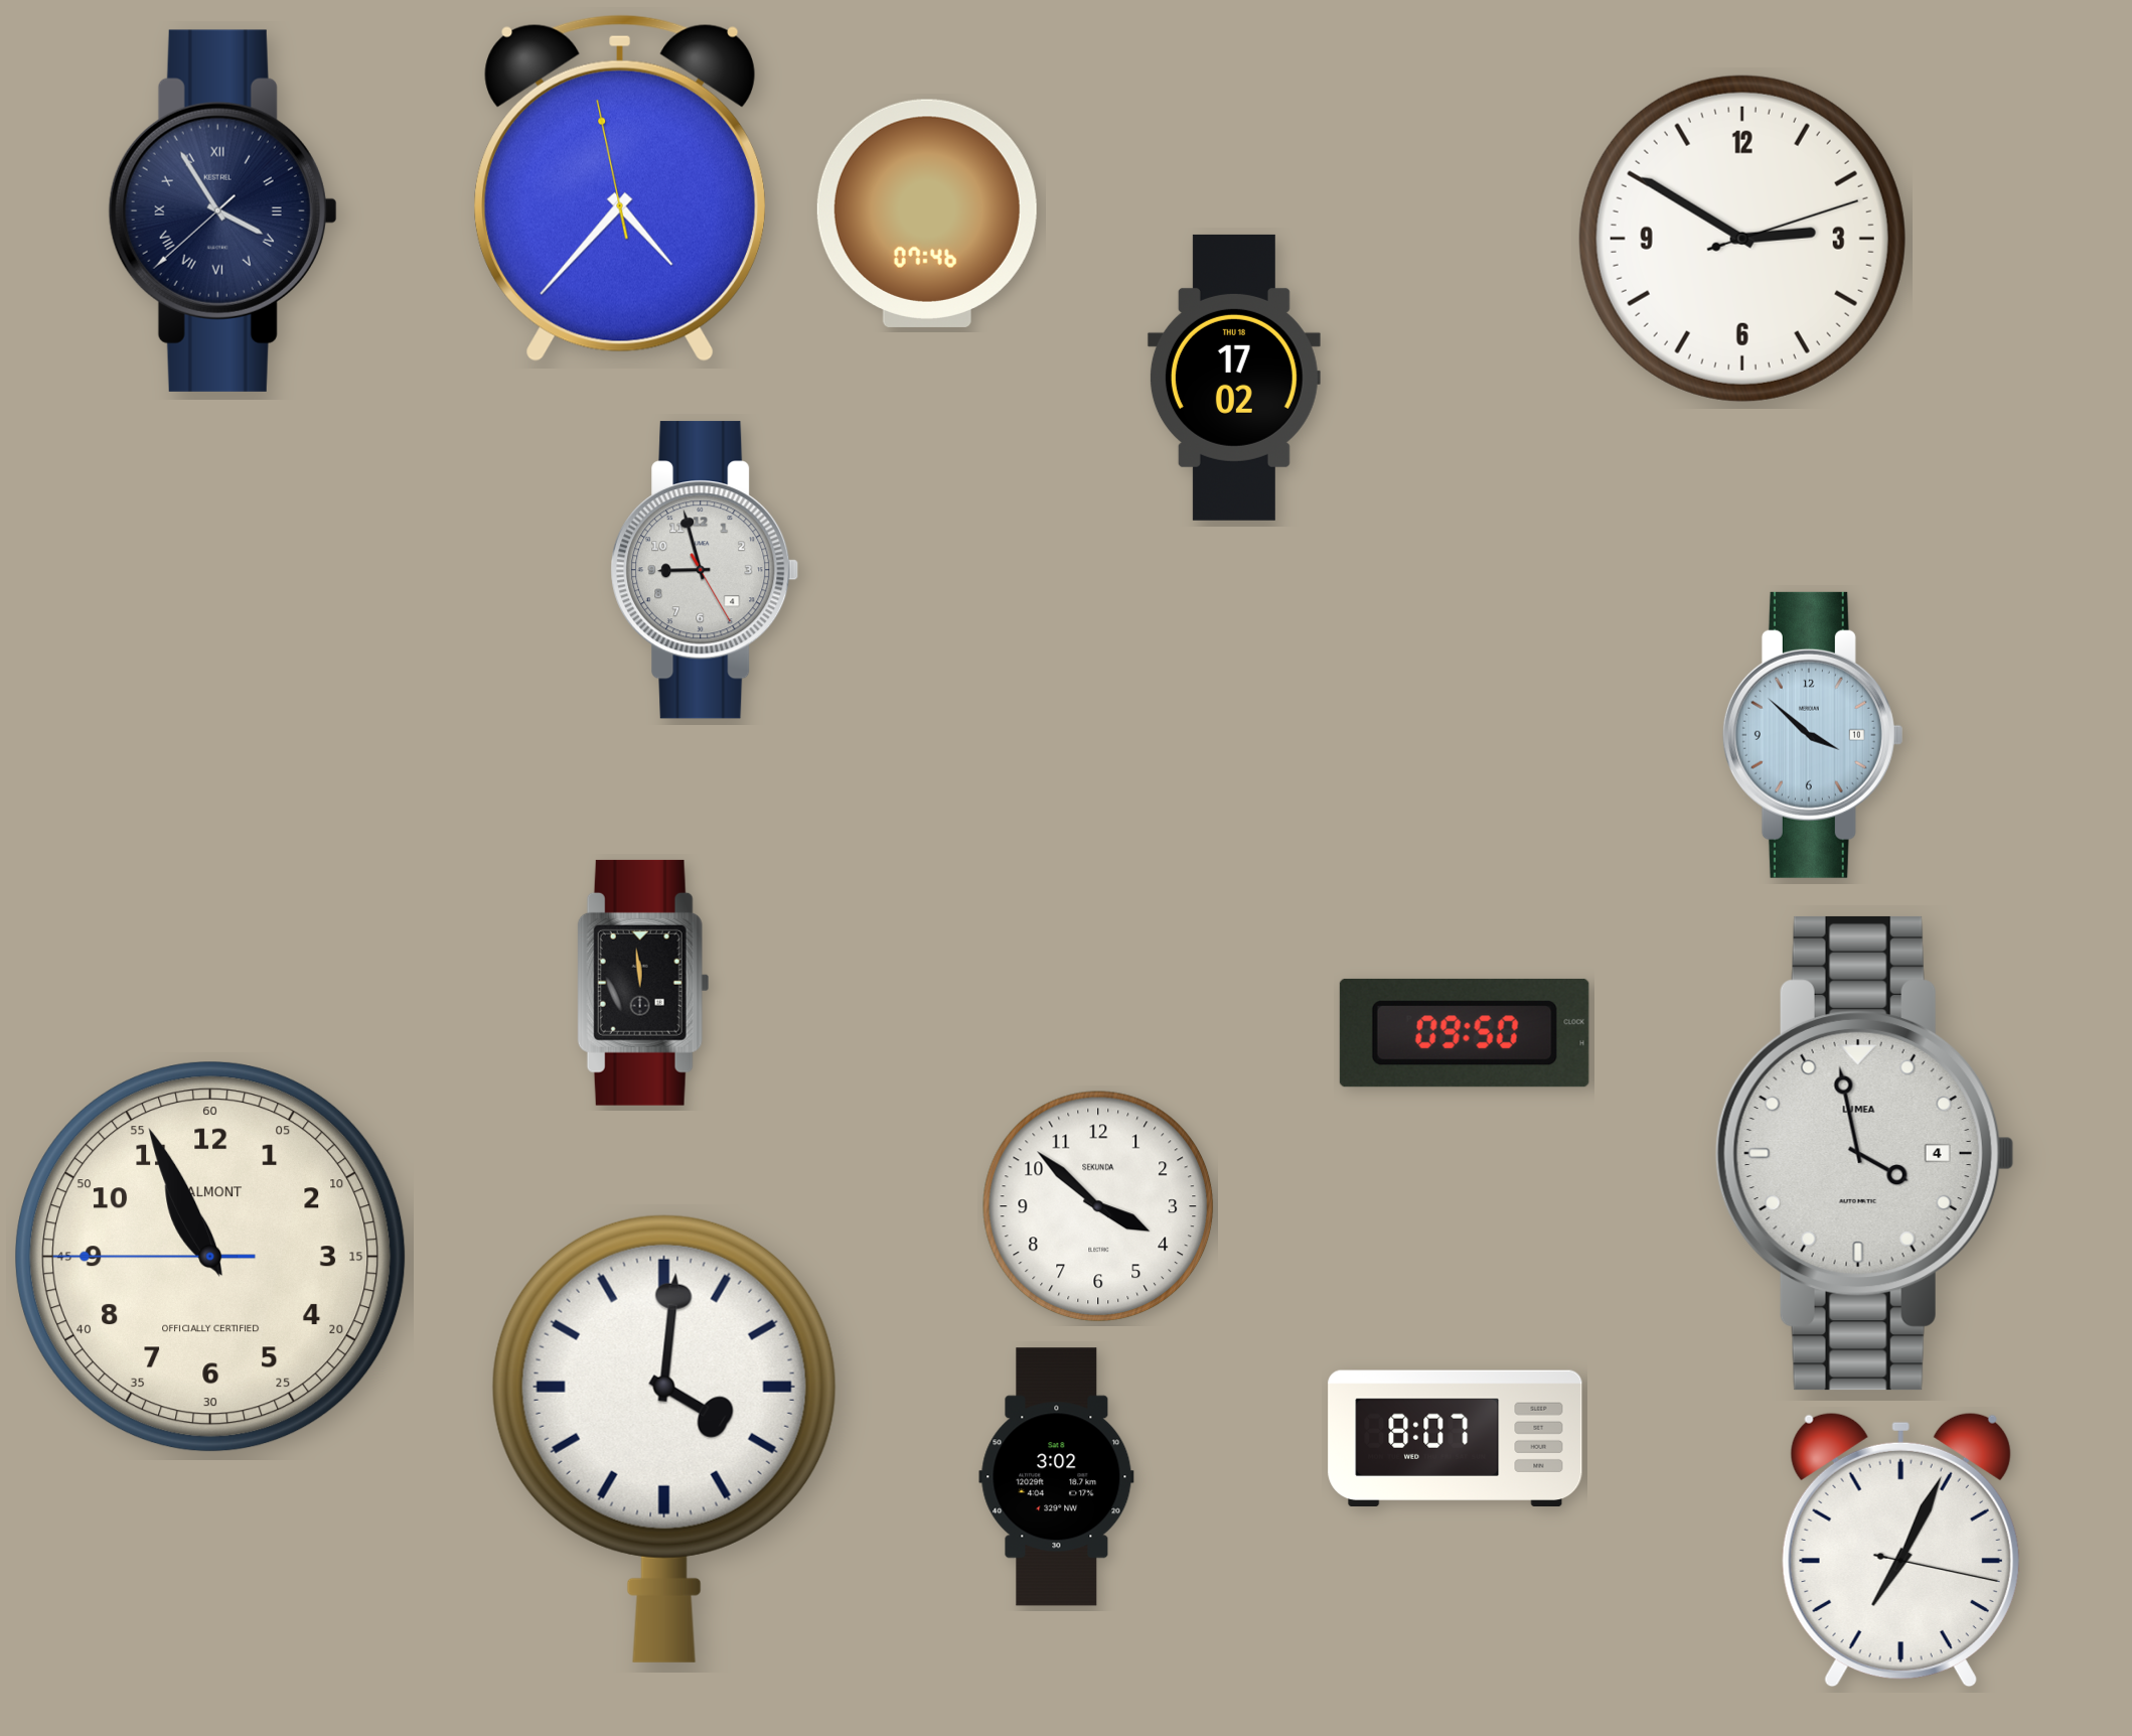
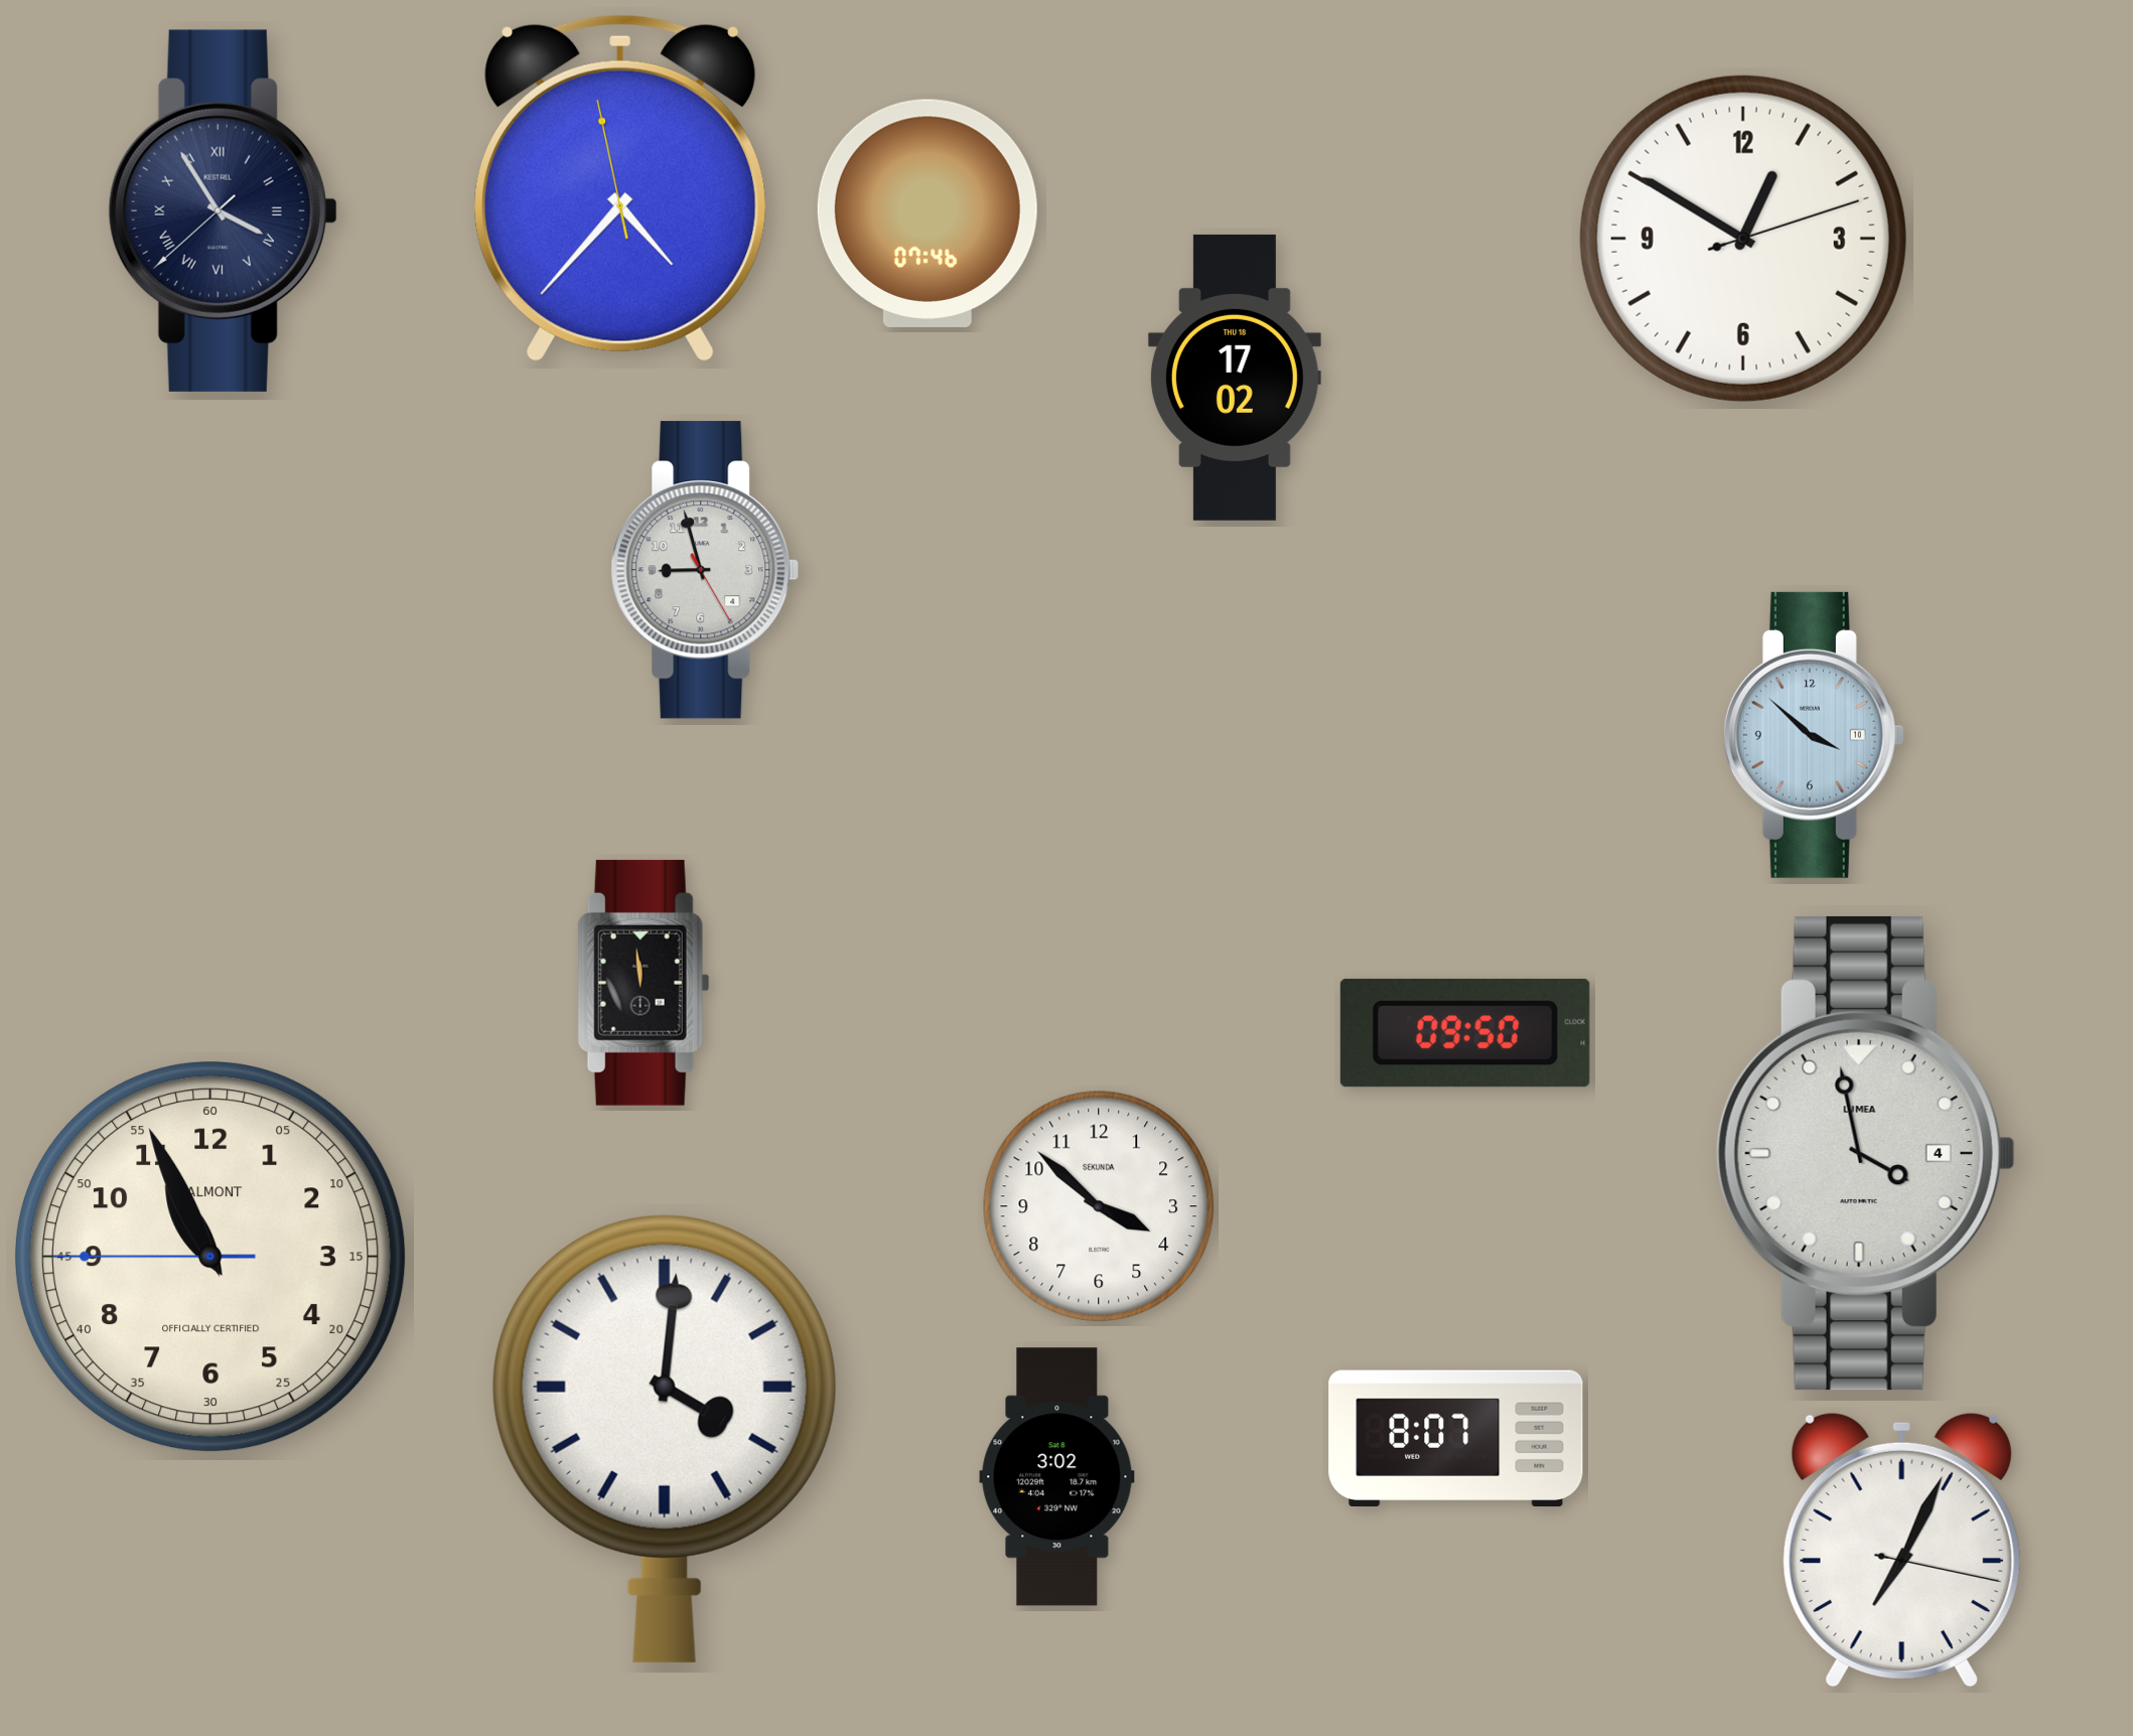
clock at (1742, 239): 2:50 -> 12:50
